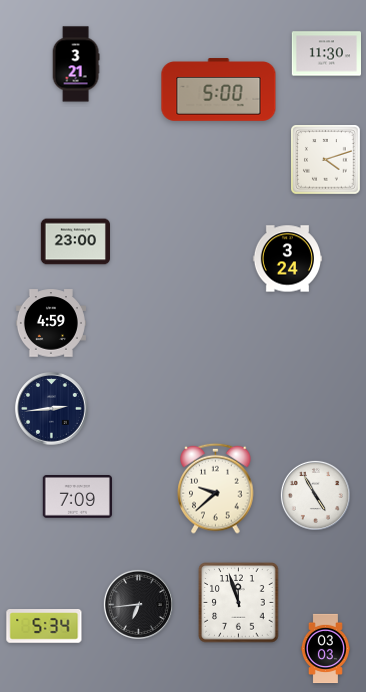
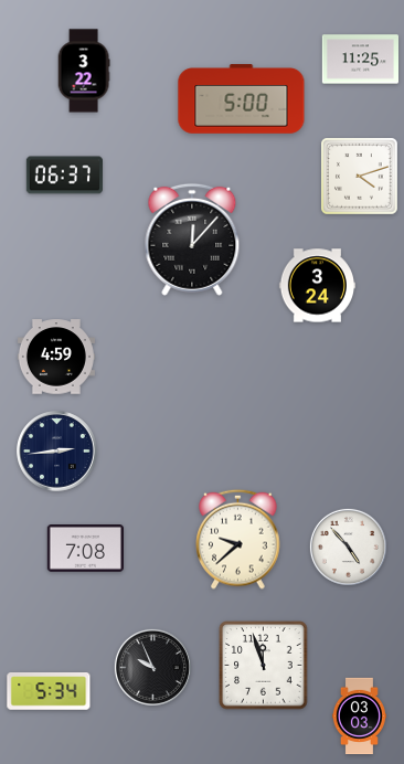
clock at (326, 54): 11:30 -> 11:25
clock at (76, 64): 3:21 -> 3:22
clock at (64, 176): none -> 06:37
clock at (192, 240): none -> 12:07
clock at (75, 242): 23:00 -> none
clock at (315, 495): 4:55 -> 4:53
clock at (77, 497): 7:09 -> 7:08
clock at (138, 604): 6:44 -> 9:56
